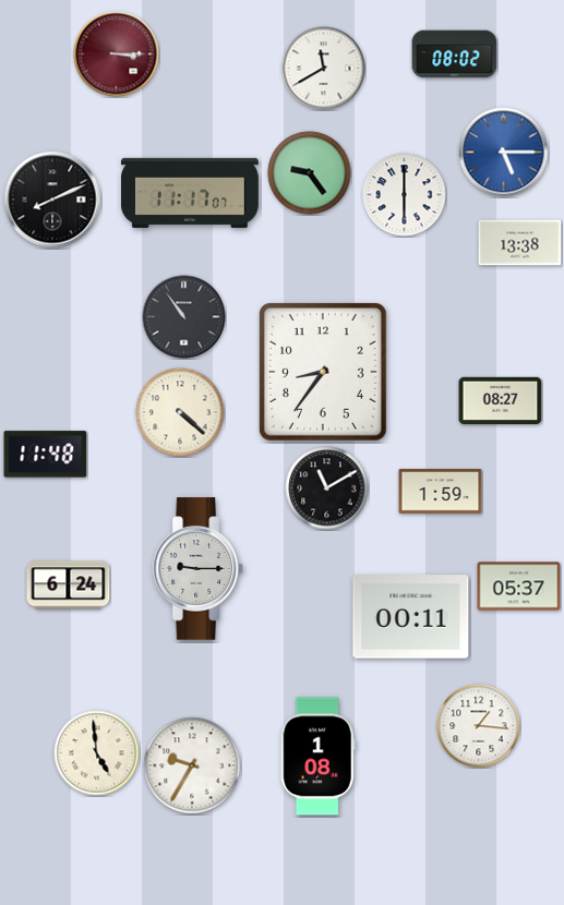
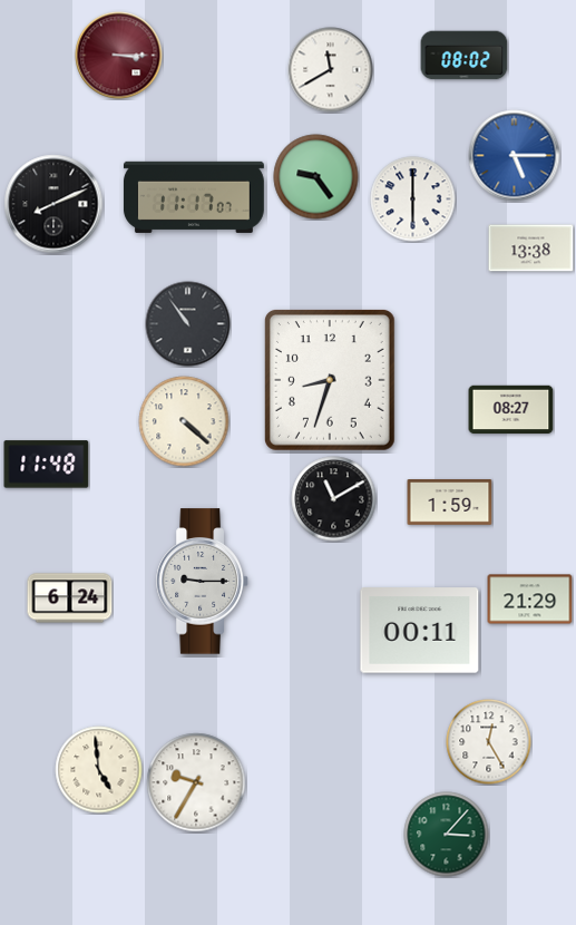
clock at (324, 373): 8:36 -> 8:33
clock at (519, 587): 05:37 -> 21:29
clock at (479, 726): 1:16 -> 12:25
clock at (317, 757): 1:08 -> none
clock at (447, 835): none -> 3:07
